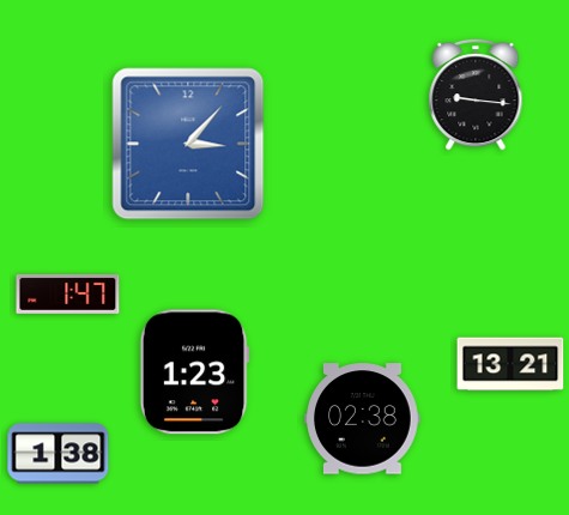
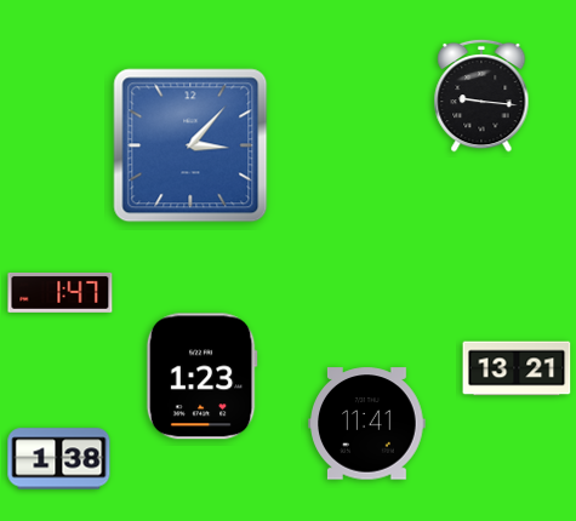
clock at (68, 293) position: (68, 293) -> (61, 292)
clock at (194, 372) position: (194, 372) -> (201, 377)
clock at (363, 419): 02:38 -> 11:41
